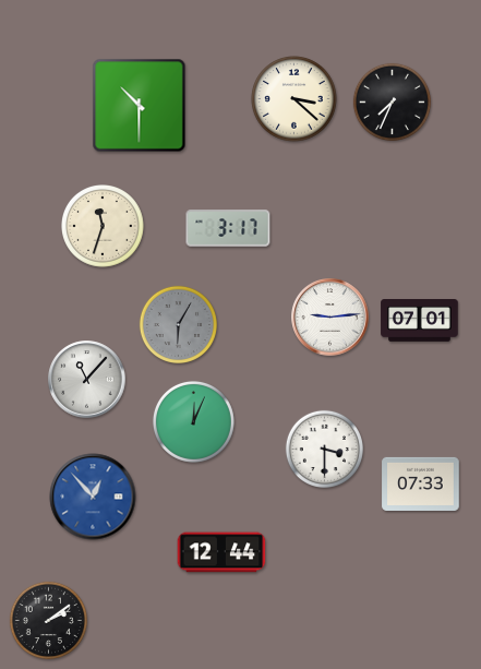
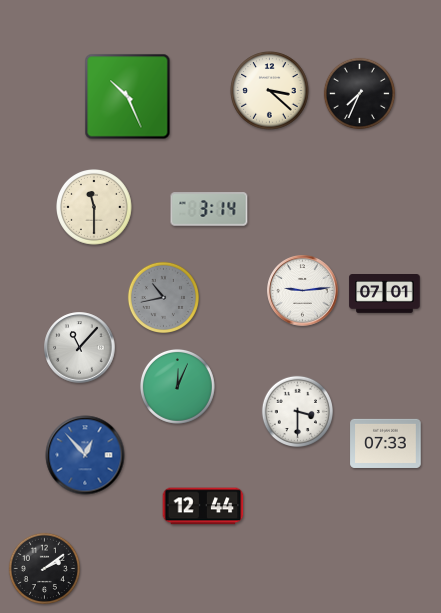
clock at (140, 106): 10:30 -> 10:26
clock at (104, 227): 11:33 -> 11:30
clock at (228, 228): 3:17 -> 3:14
clock at (178, 324): 6:05 -> 10:43
